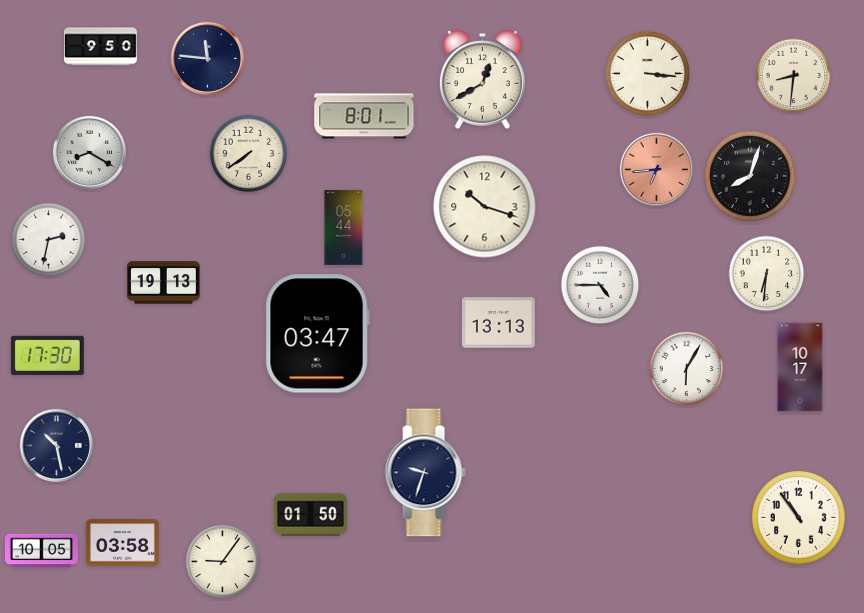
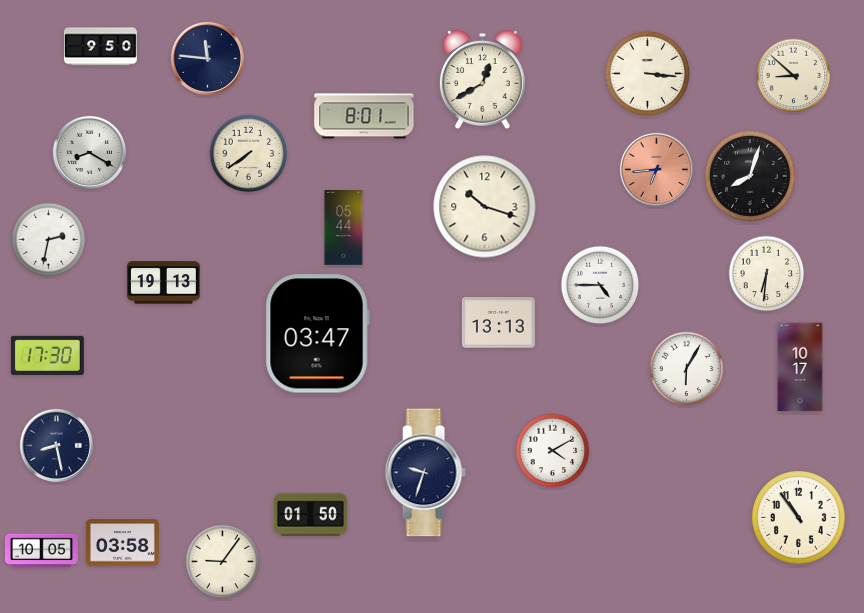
clock at (794, 76): 8:31 -> 8:52
clock at (56, 445): 10:28 -> 8:28
clock at (553, 451): none -> 4:10
